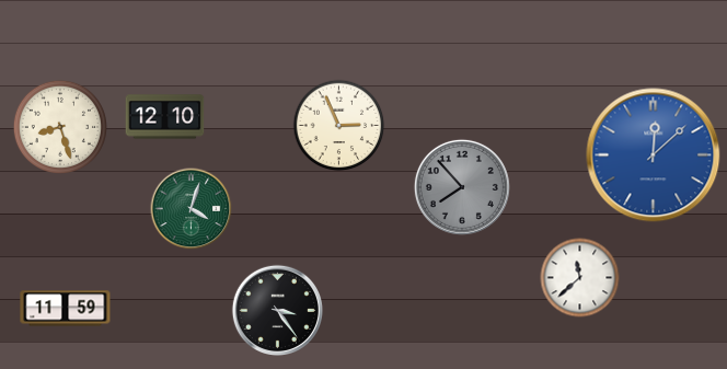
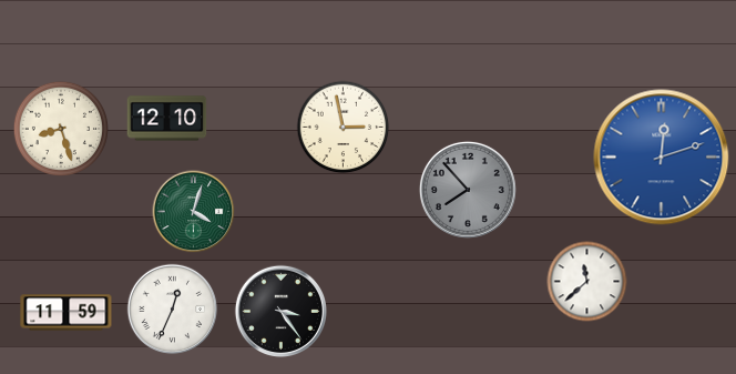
clock at (339, 126): 2:56 -> 2:58
clock at (654, 155): 12:08 -> 12:12
clock at (173, 310): none -> 12:34
clock at (277, 310) position: (277, 310) -> (280, 311)
